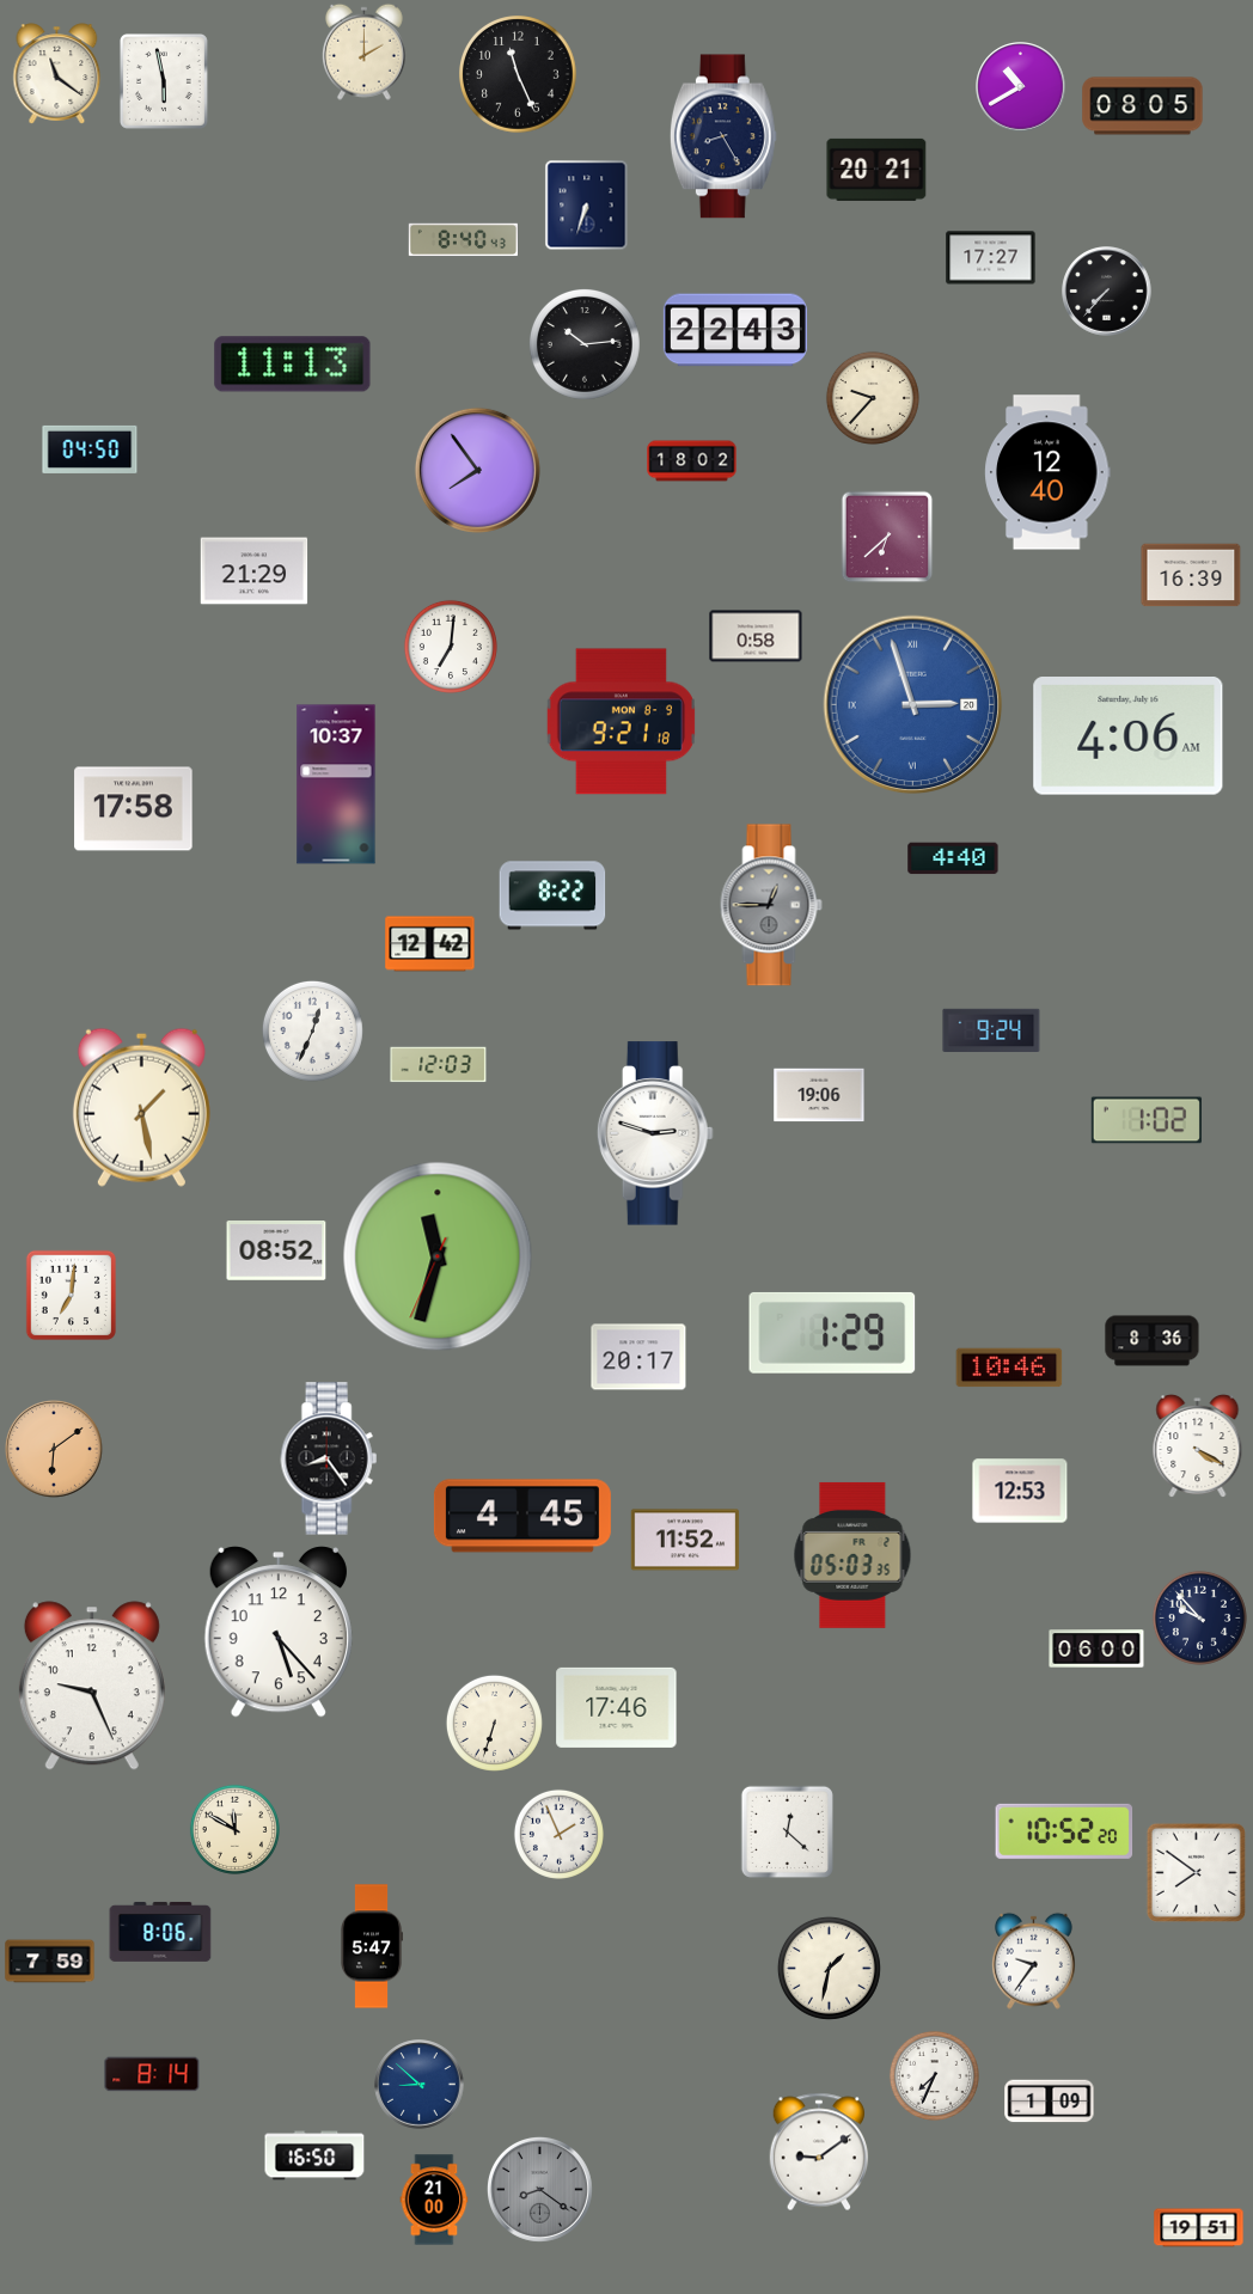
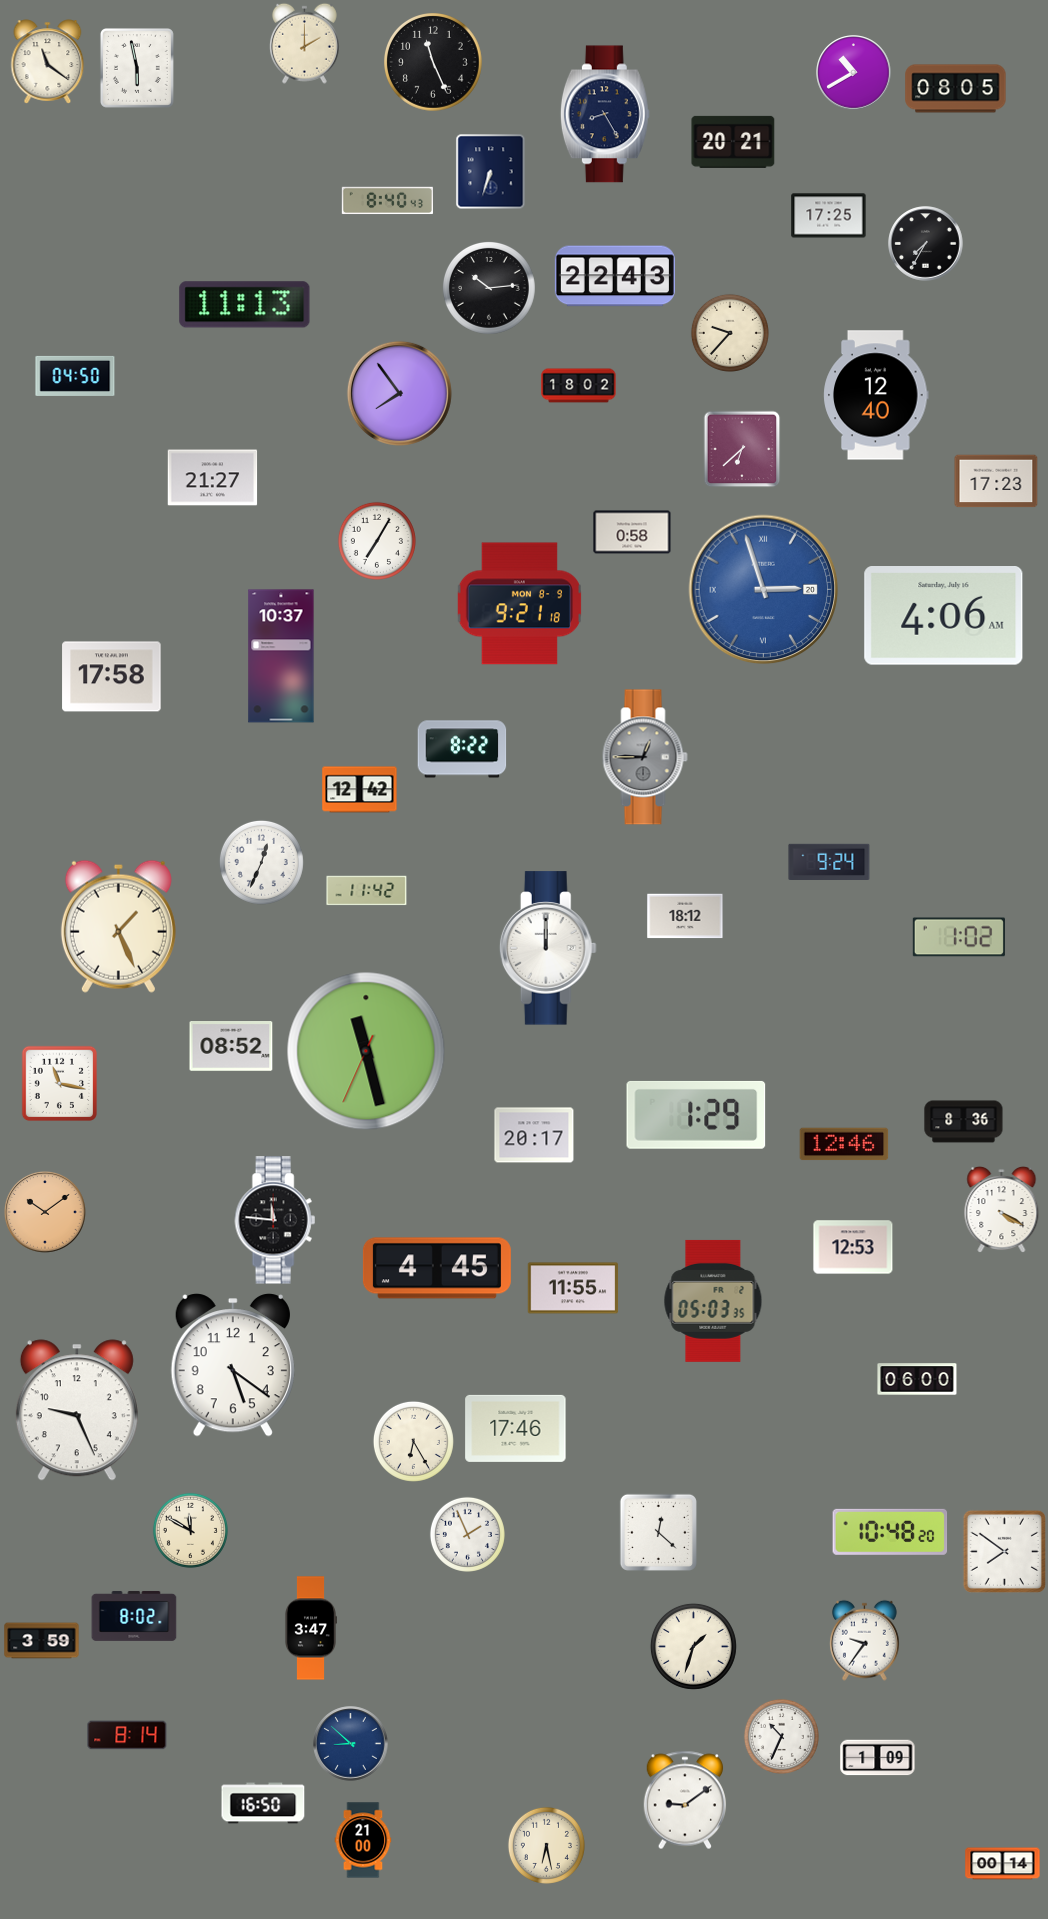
clock at (991, 258): 17:27 -> 17:25
clock at (1107, 292): 7:37 -> 7:35
clock at (255, 571): 21:29 -> 21:27
clock at (1191, 575): 16:39 -> 17:23
clock at (451, 647): 7:01 -> 7:05
clock at (953, 858): 4:40 -> none
clock at (439, 1065): 12:03 -> 11:42
clock at (819, 1095): 19:06 -> 18:12
clock at (141, 1107): 1:28 -> 1:26
clock at (655, 1133): 2:48 -> 12:00
clock at (438, 1256): 11:32 -> 11:27
clock at (71, 1295): 7:01 -> 11:17
clock at (1009, 1368): 10:46 -> 12:46
clock at (55, 1450): 6:09 -> 10:09
clock at (329, 1458): 8:24 -> 11:46
clock at (685, 1540): 11:52 -> 11:55
clock at (1199, 1617): 9:53 -> none
clock at (279, 1632): 5:23 -> 5:21
clock at (494, 1723): 6:33 -> 6:25
clock at (234, 1829) position: (234, 1829) -> (190, 1530)
clock at (1064, 1831): 10:52 -> 10:48
clock at (1196, 1872) position: (1196, 1872) -> (1004, 1551)
clock at (160, 1932): 8:06 -> 8:02
clock at (371, 1946): 5:47 -> 3:47
clock at (50, 1962): 7:59 -> 3:59
clock at (829, 1968): 1:32 -> 1:33
clock at (934, 2075): 7:34 -> 10:34
clock at (539, 2189): 8:21 -> none
clock at (546, 1845): none -> 6:28
clock at (1199, 2228): 19:51 -> 00:14
